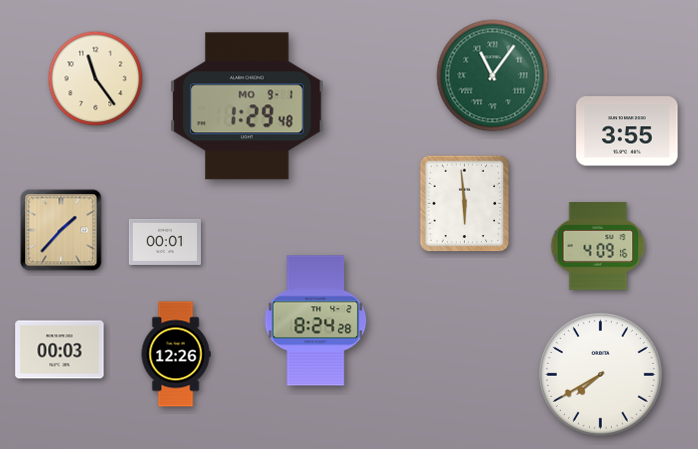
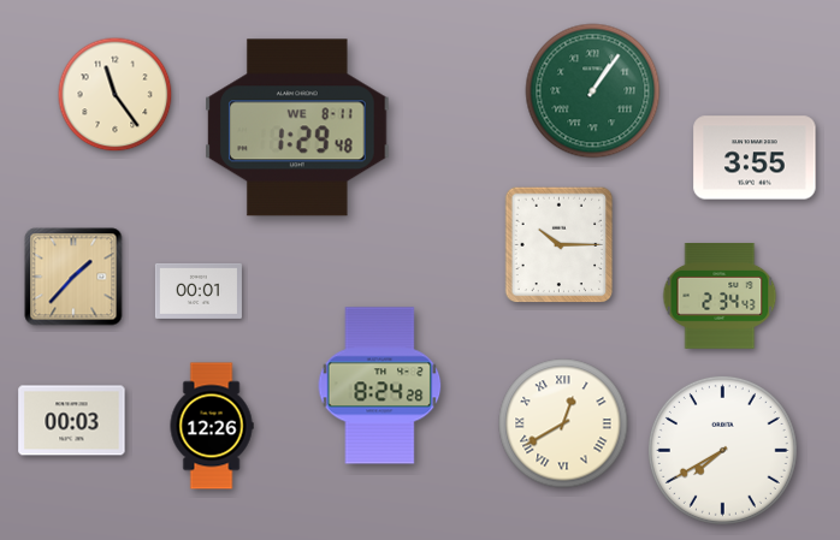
clock at (493, 76): 11:06 -> 1:06
clock at (247, 106) date: MO 9-1 -> WE 8-11
clock at (465, 204): 5:59 -> 10:15
clock at (598, 247): 4:09 -> 2:34
clock at (563, 423): none -> 12:40
